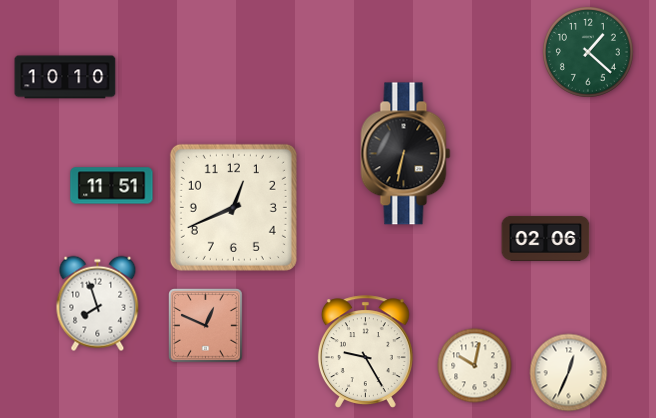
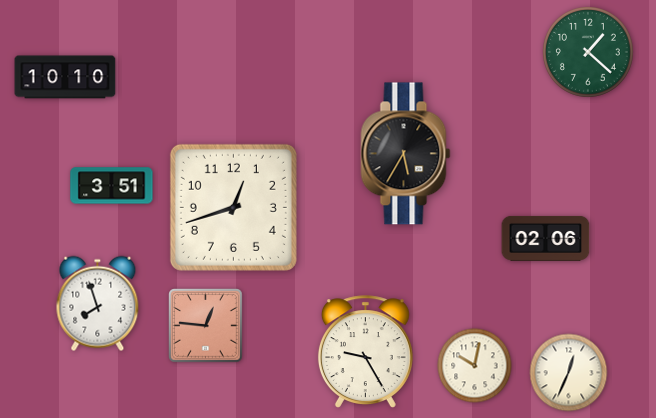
clock at (406, 154): 6:32 -> 5:35
clock at (112, 186): 11:51 -> 3:51
clock at (233, 207): 12:41 -> 12:42
clock at (206, 326): 12:49 -> 12:46
